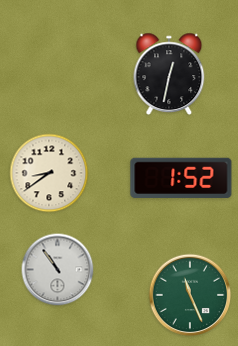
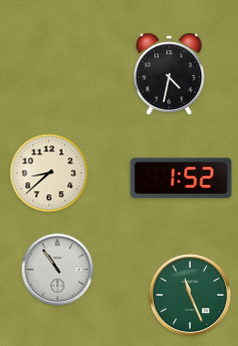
clock at (169, 73): 12:32 -> 4:32
clock at (49, 173): 8:39 -> 8:38
